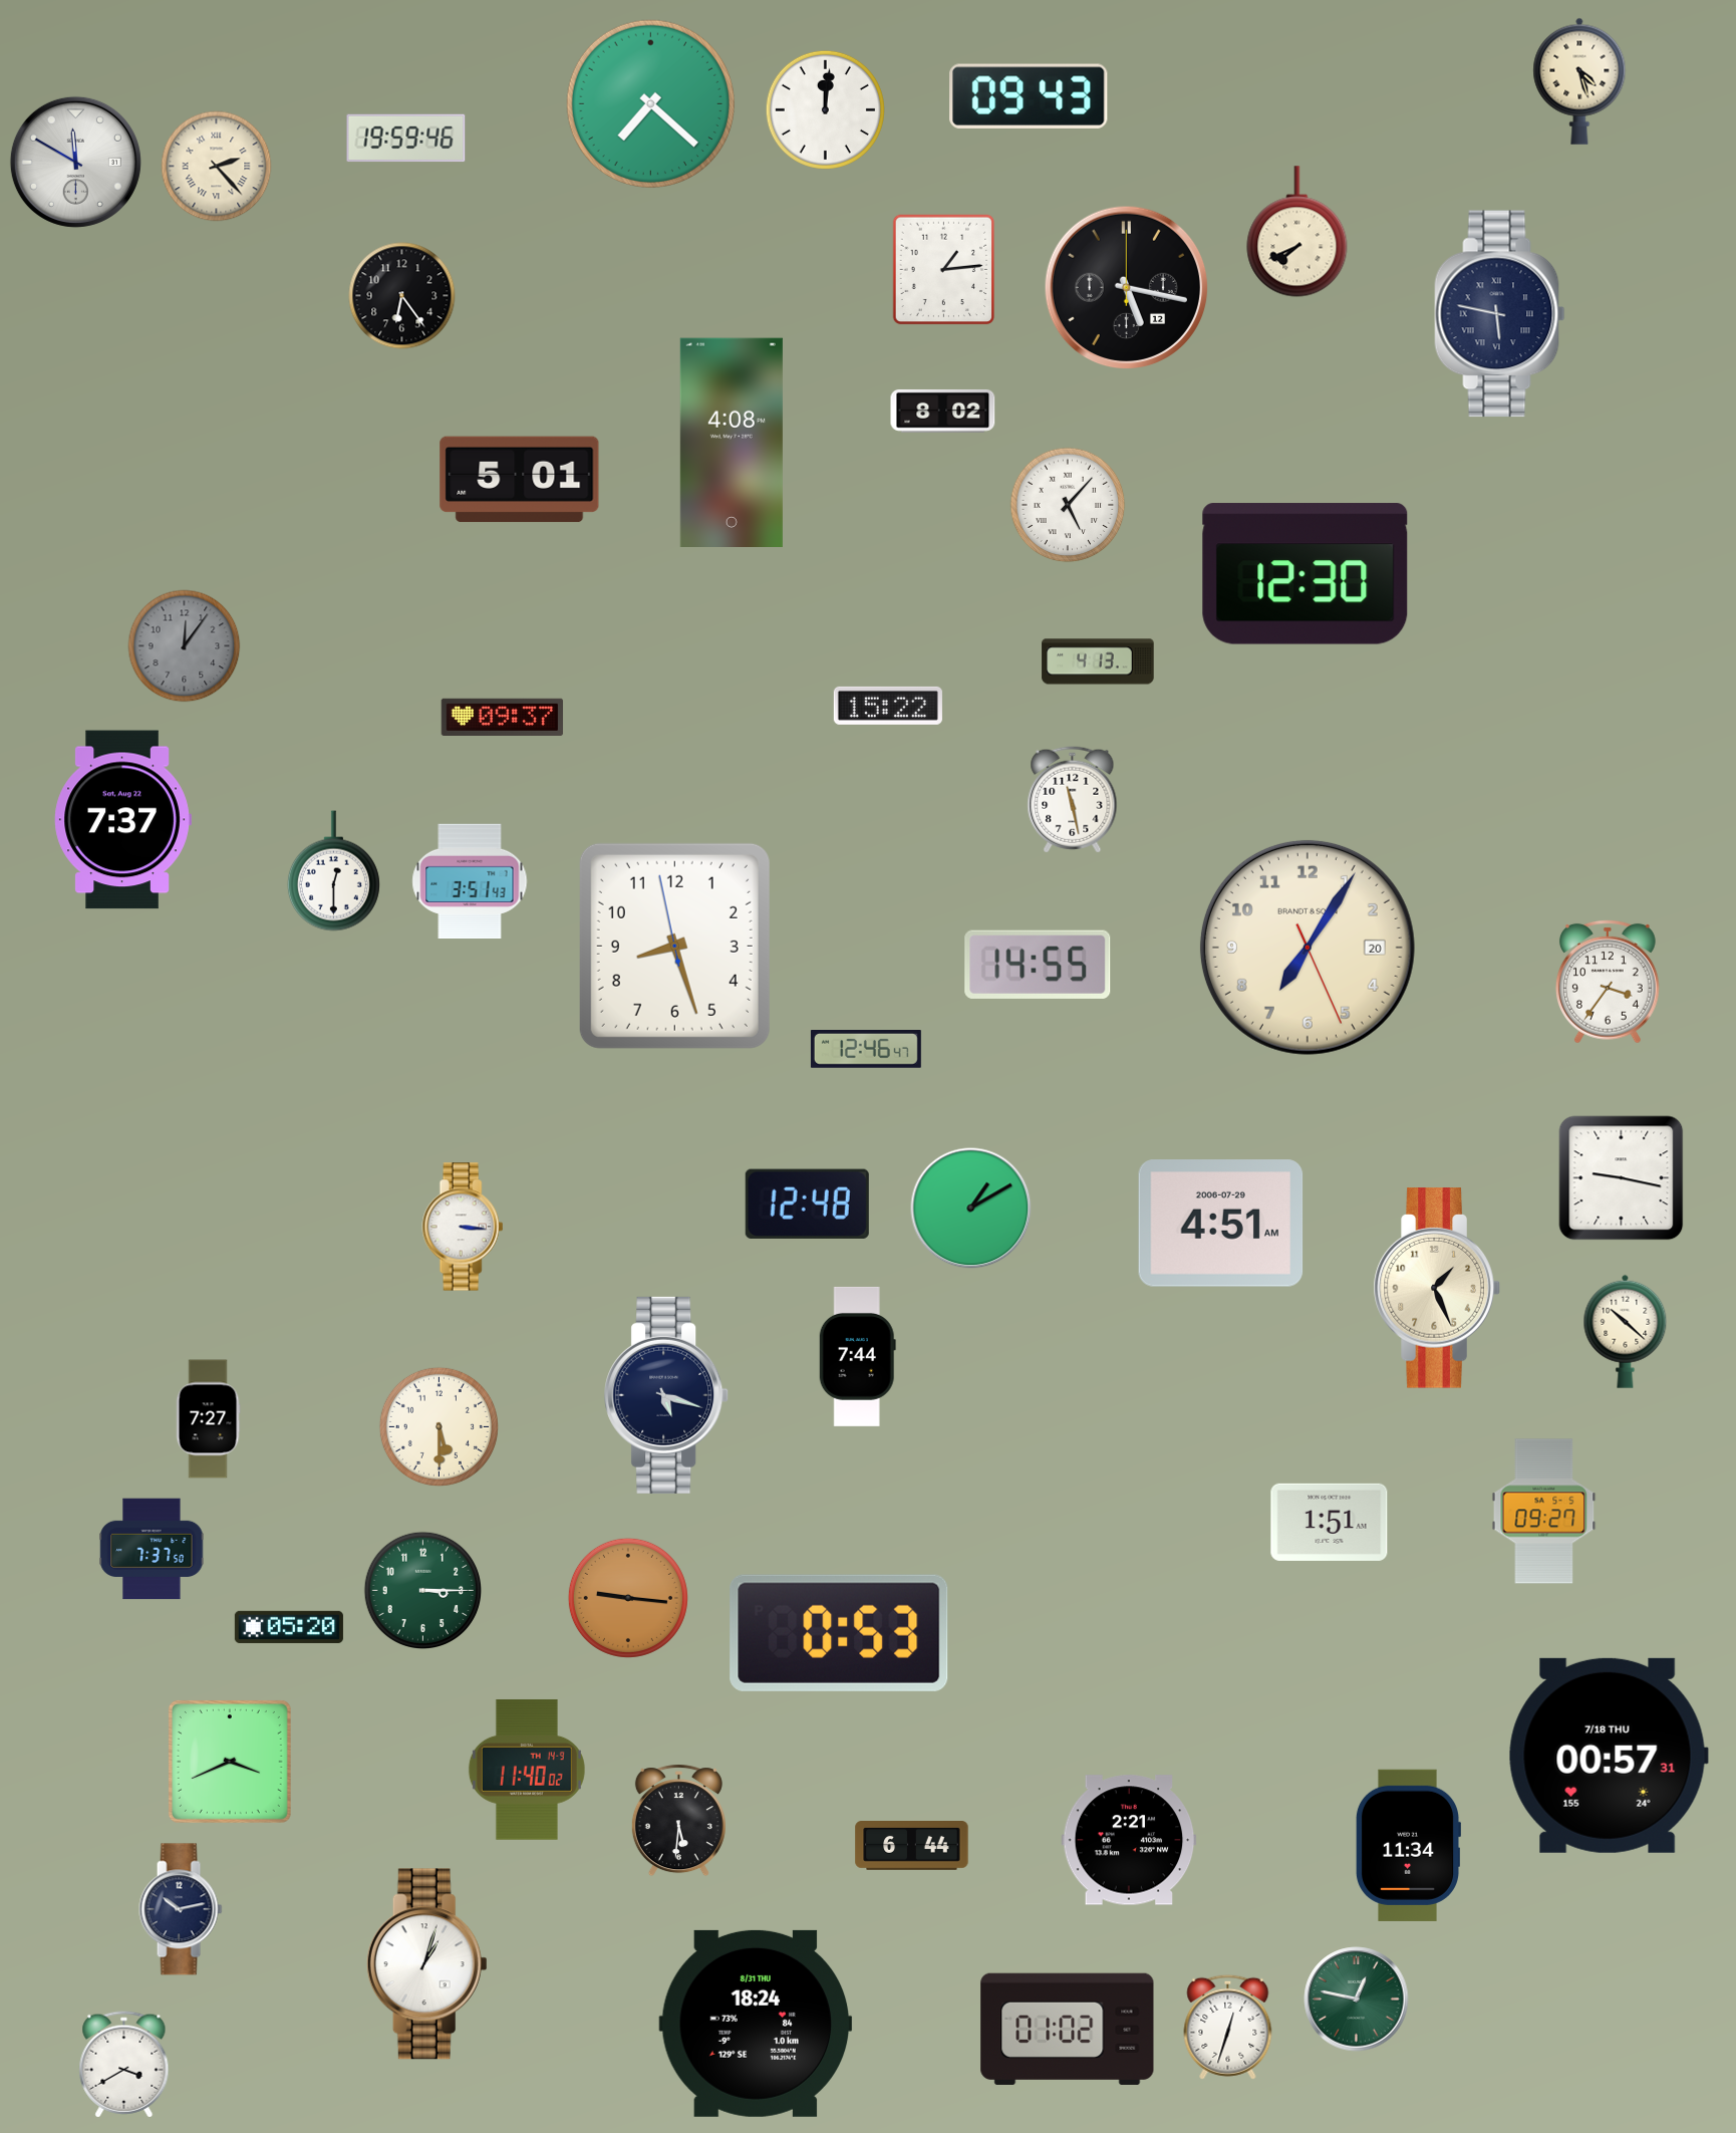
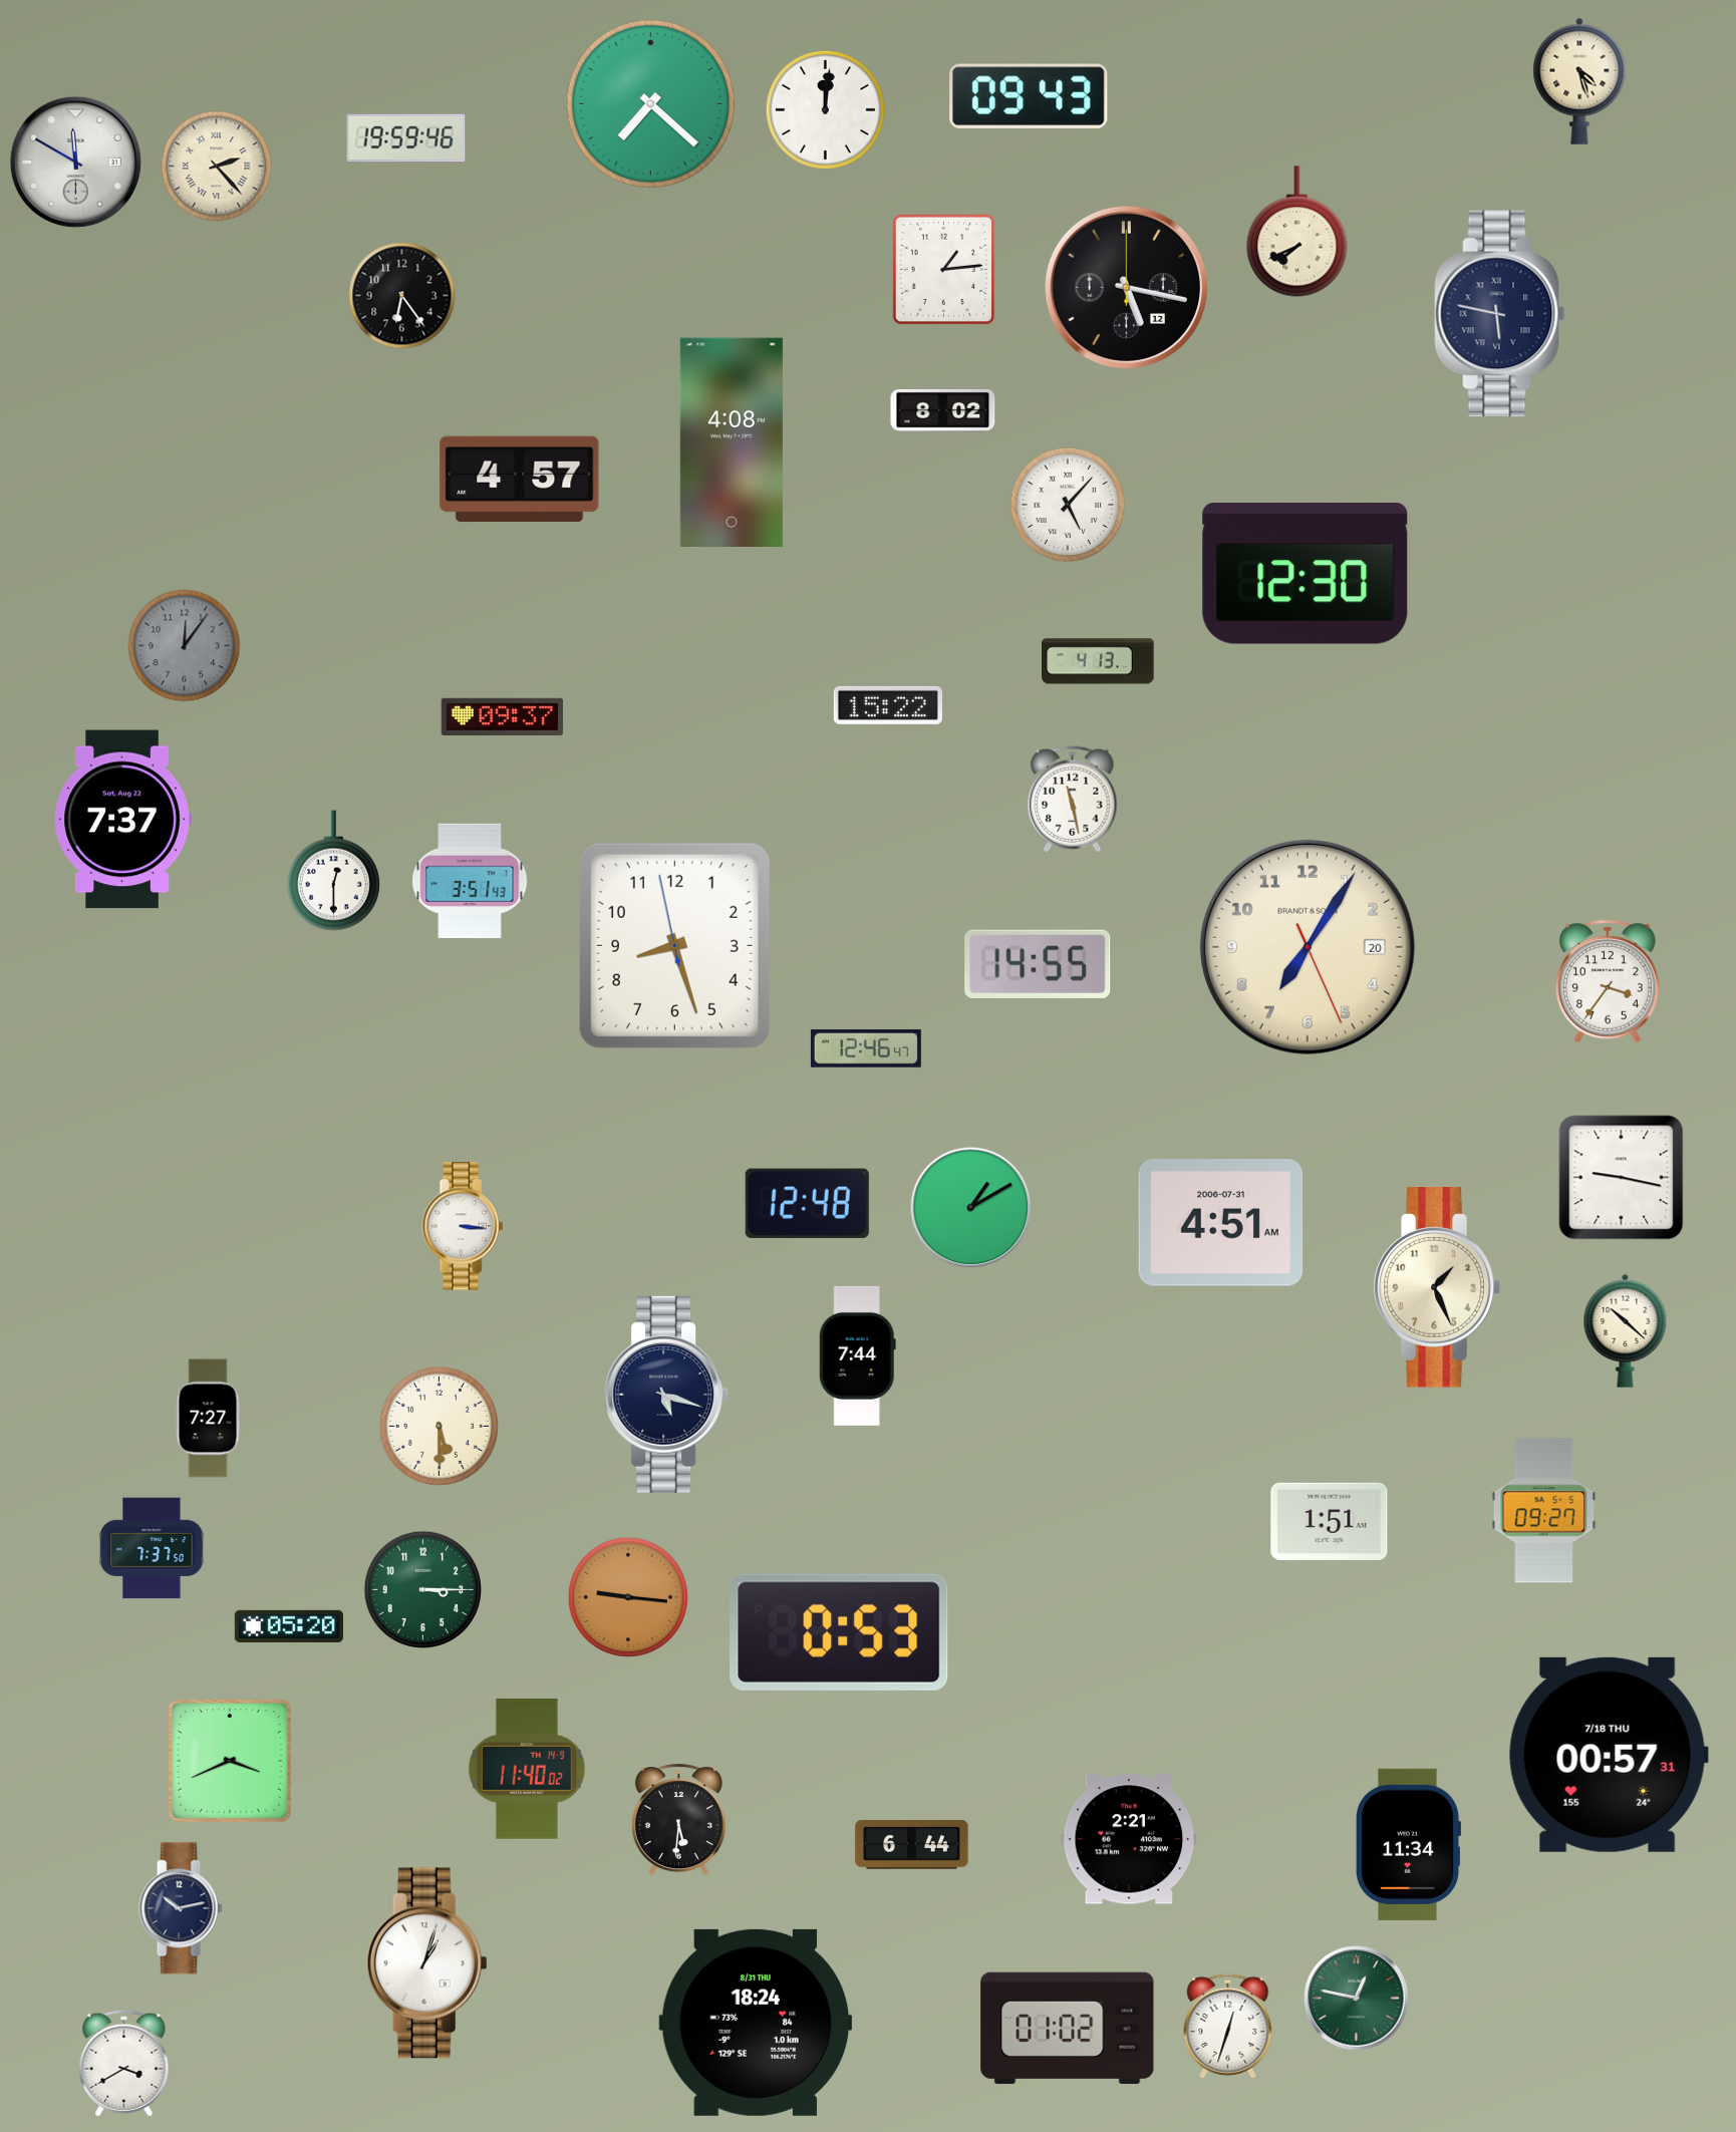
clock at (520, 480): 5:01 -> 4:57
clock at (1221, 1224) date: 2006-07-29 -> 2006-07-31
